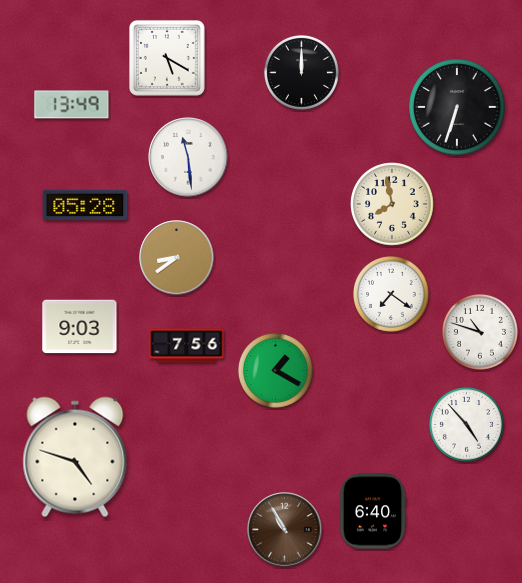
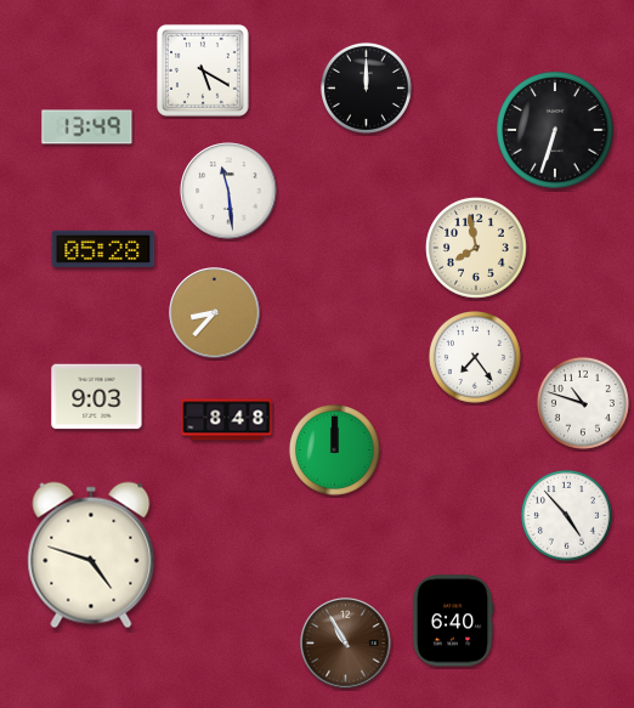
clock at (177, 258): 8:39 -> 8:37
clock at (391, 294): 7:21 -> 7:24
clock at (187, 346): 7:56 -> 8:48
clock at (275, 370): 1:20 -> 12:00
